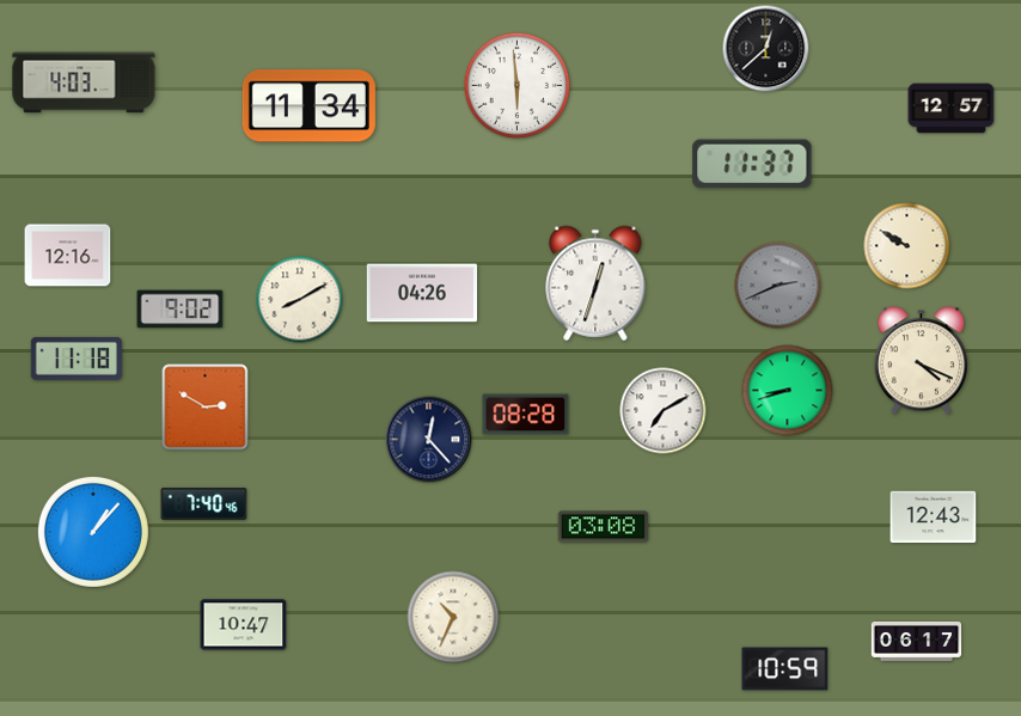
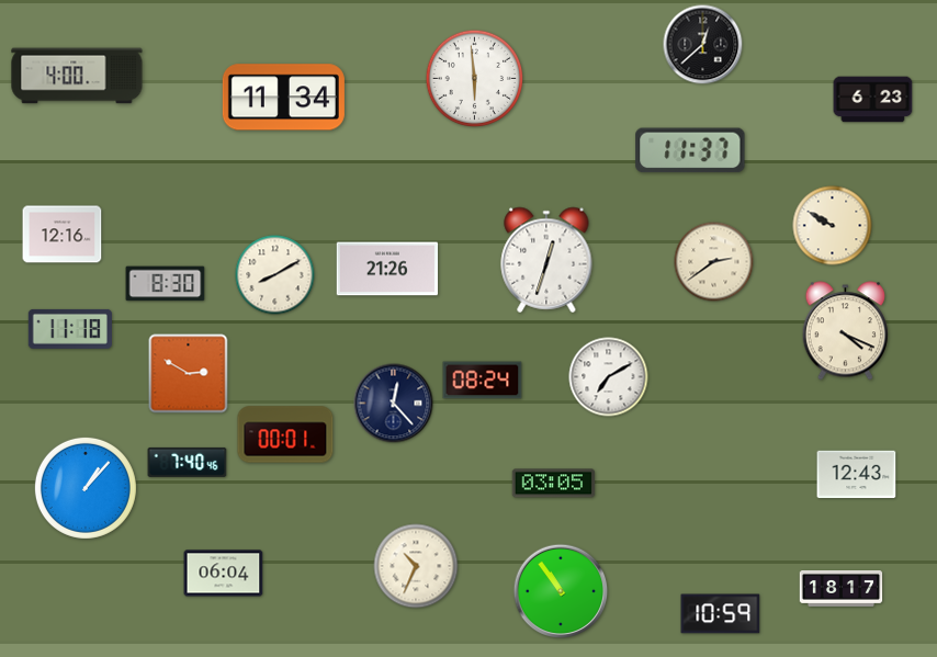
clock at (84, 82): 4:03 -> 4:00
clock at (952, 109): 12:57 -> 6:23
clock at (778, 286): 2:41 -> 2:39
clock at (778, 286) dial: grey -> cream
clock at (422, 293): 04:26 -> 21:26
clock at (181, 310): 9:02 -> 8:30
clock at (788, 391): 8:42 -> none
clock at (526, 415): 08:28 -> 08:24
clock at (285, 434): none -> 00:01
clock at (604, 527): 03:08 -> 03:05
clock at (244, 625): 10:47 -> 06:04
clock at (917, 642): 06:17 -> 18:17
clock at (561, 591): none -> 10:54
